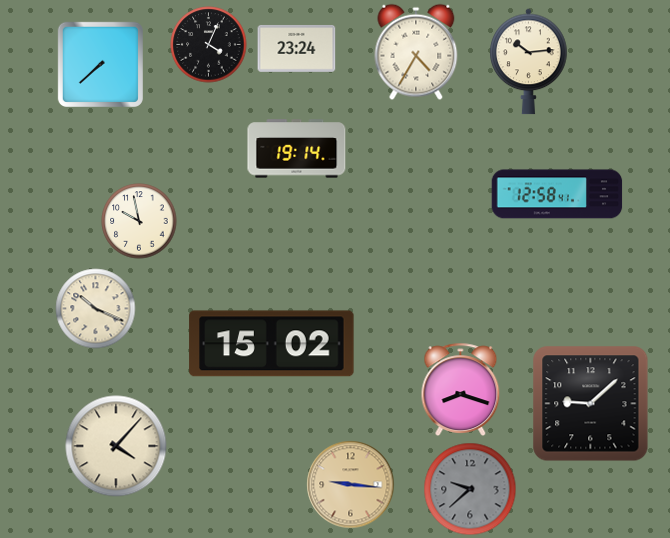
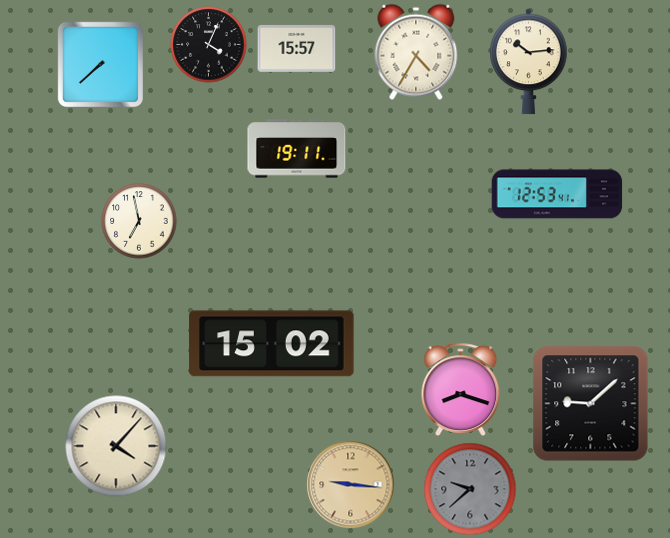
clock at (297, 48): 23:24 -> 15:57
clock at (297, 149): 19:14 -> 19:11
clock at (557, 194): 12:58 -> 12:53
clock at (139, 221): 9:58 -> 6:58
clock at (96, 309): 10:19 -> none
